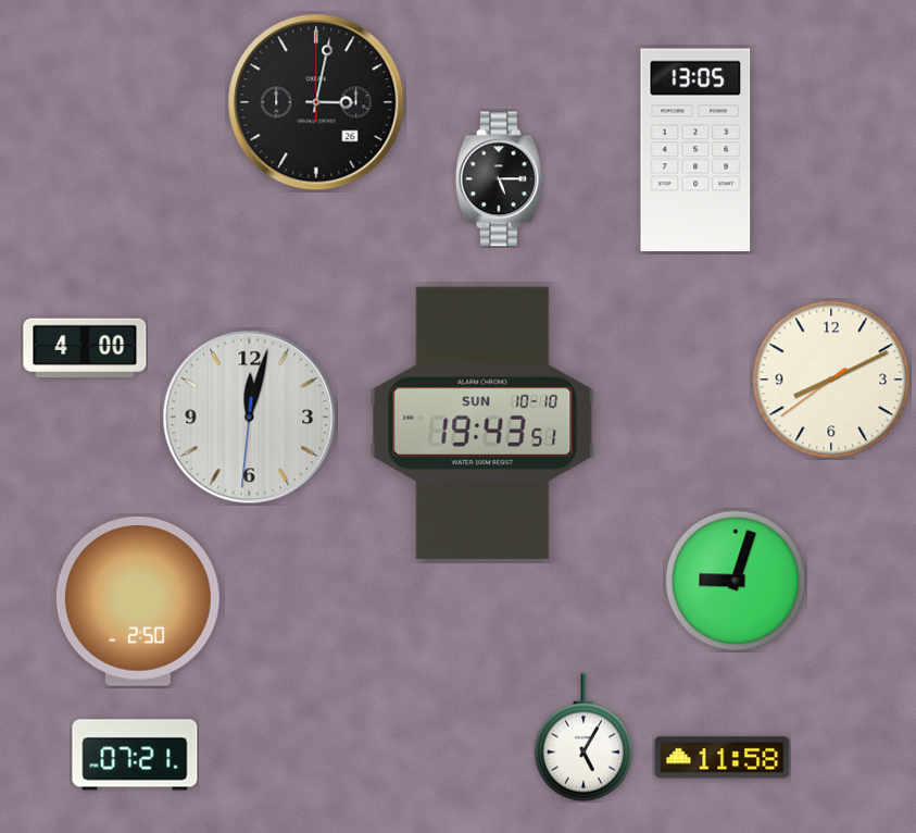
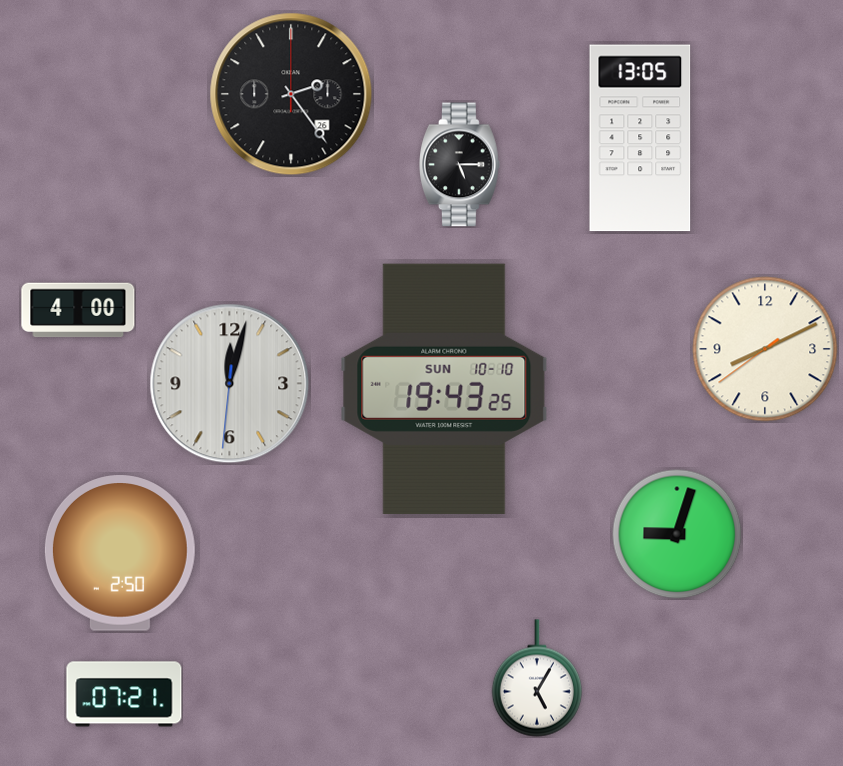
clock at (316, 102): 3:02 -> 2:24
clock at (85, 348) position: (85, 348) -> (78, 310)
clock at (482, 423): 19:43:51 -> 19:43:25
clock at (138, 601) position: (138, 601) -> (120, 553)
clock at (723, 758): 11:58 -> none
